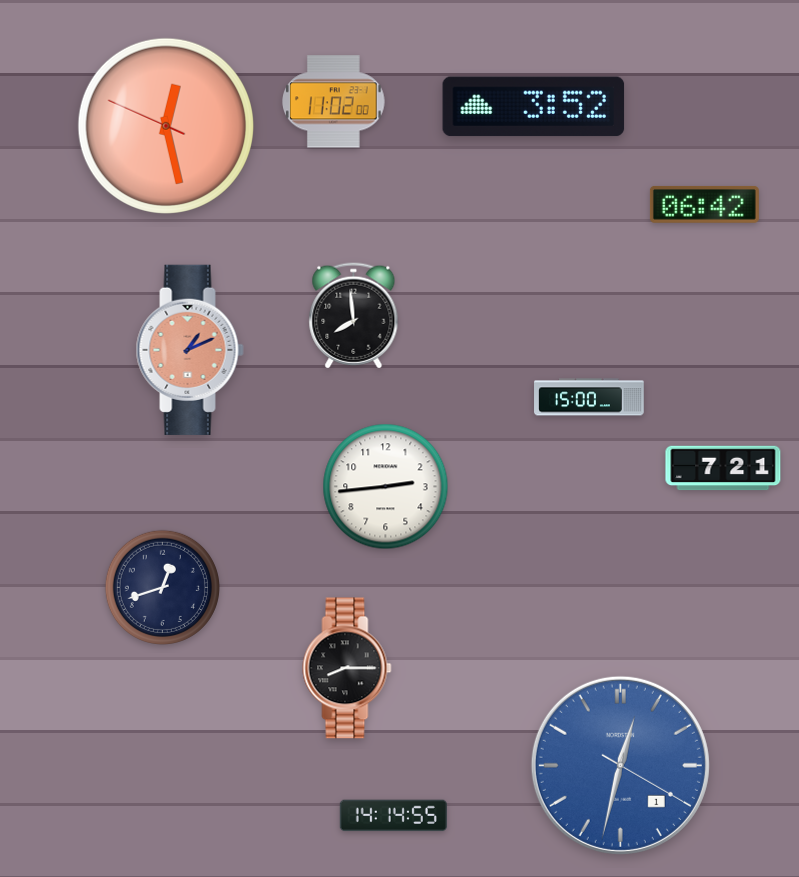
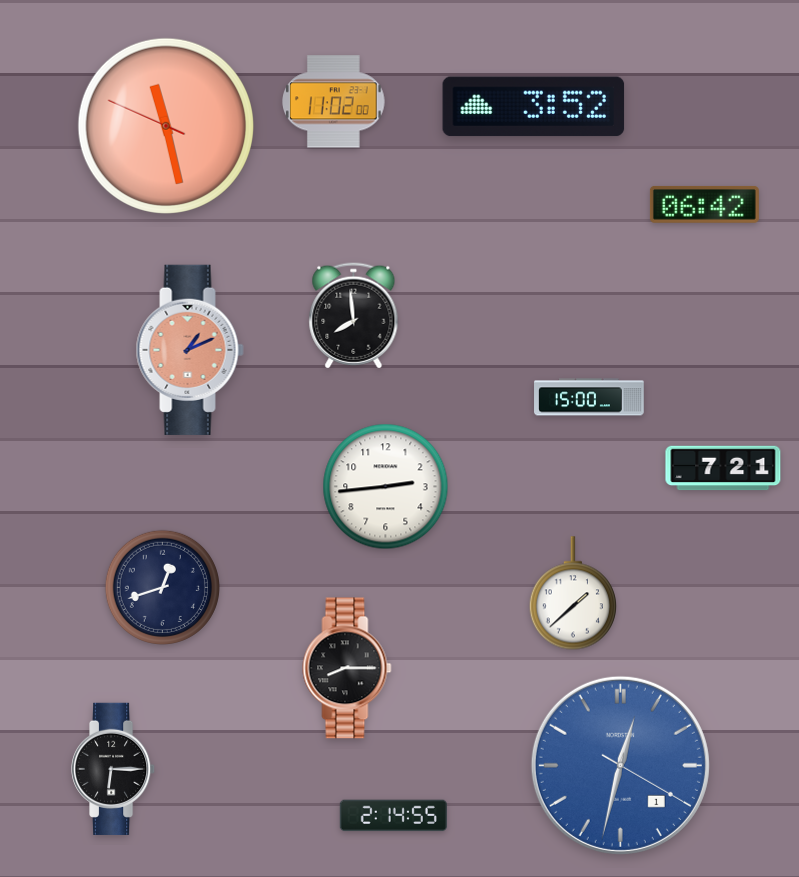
clock at (166, 126): 12:27 -> 11:27
clock at (573, 593): none -> 1:38
clock at (114, 769): none -> 6:15
clock at (393, 816): 14:14 -> 2:14
